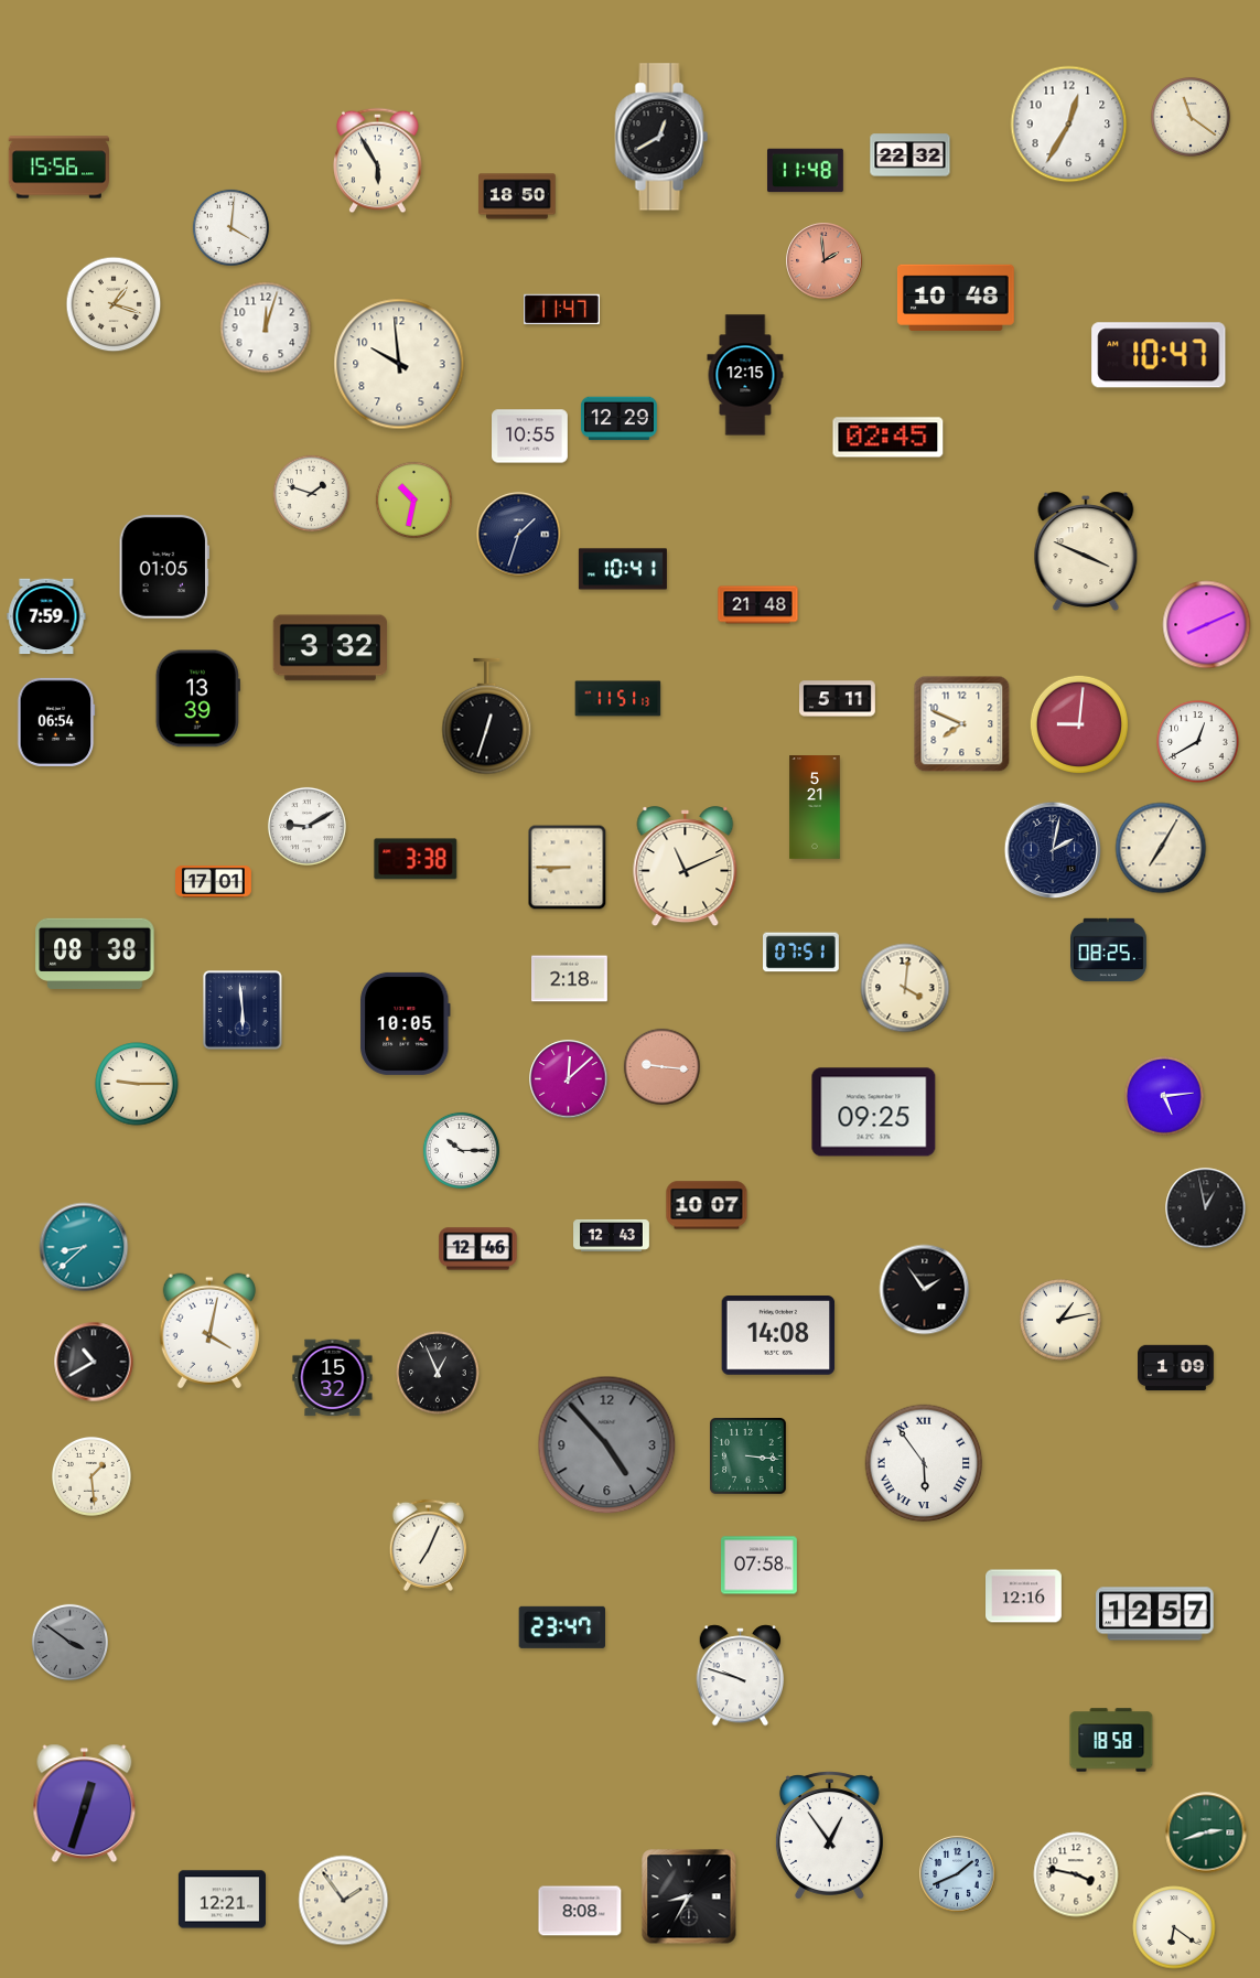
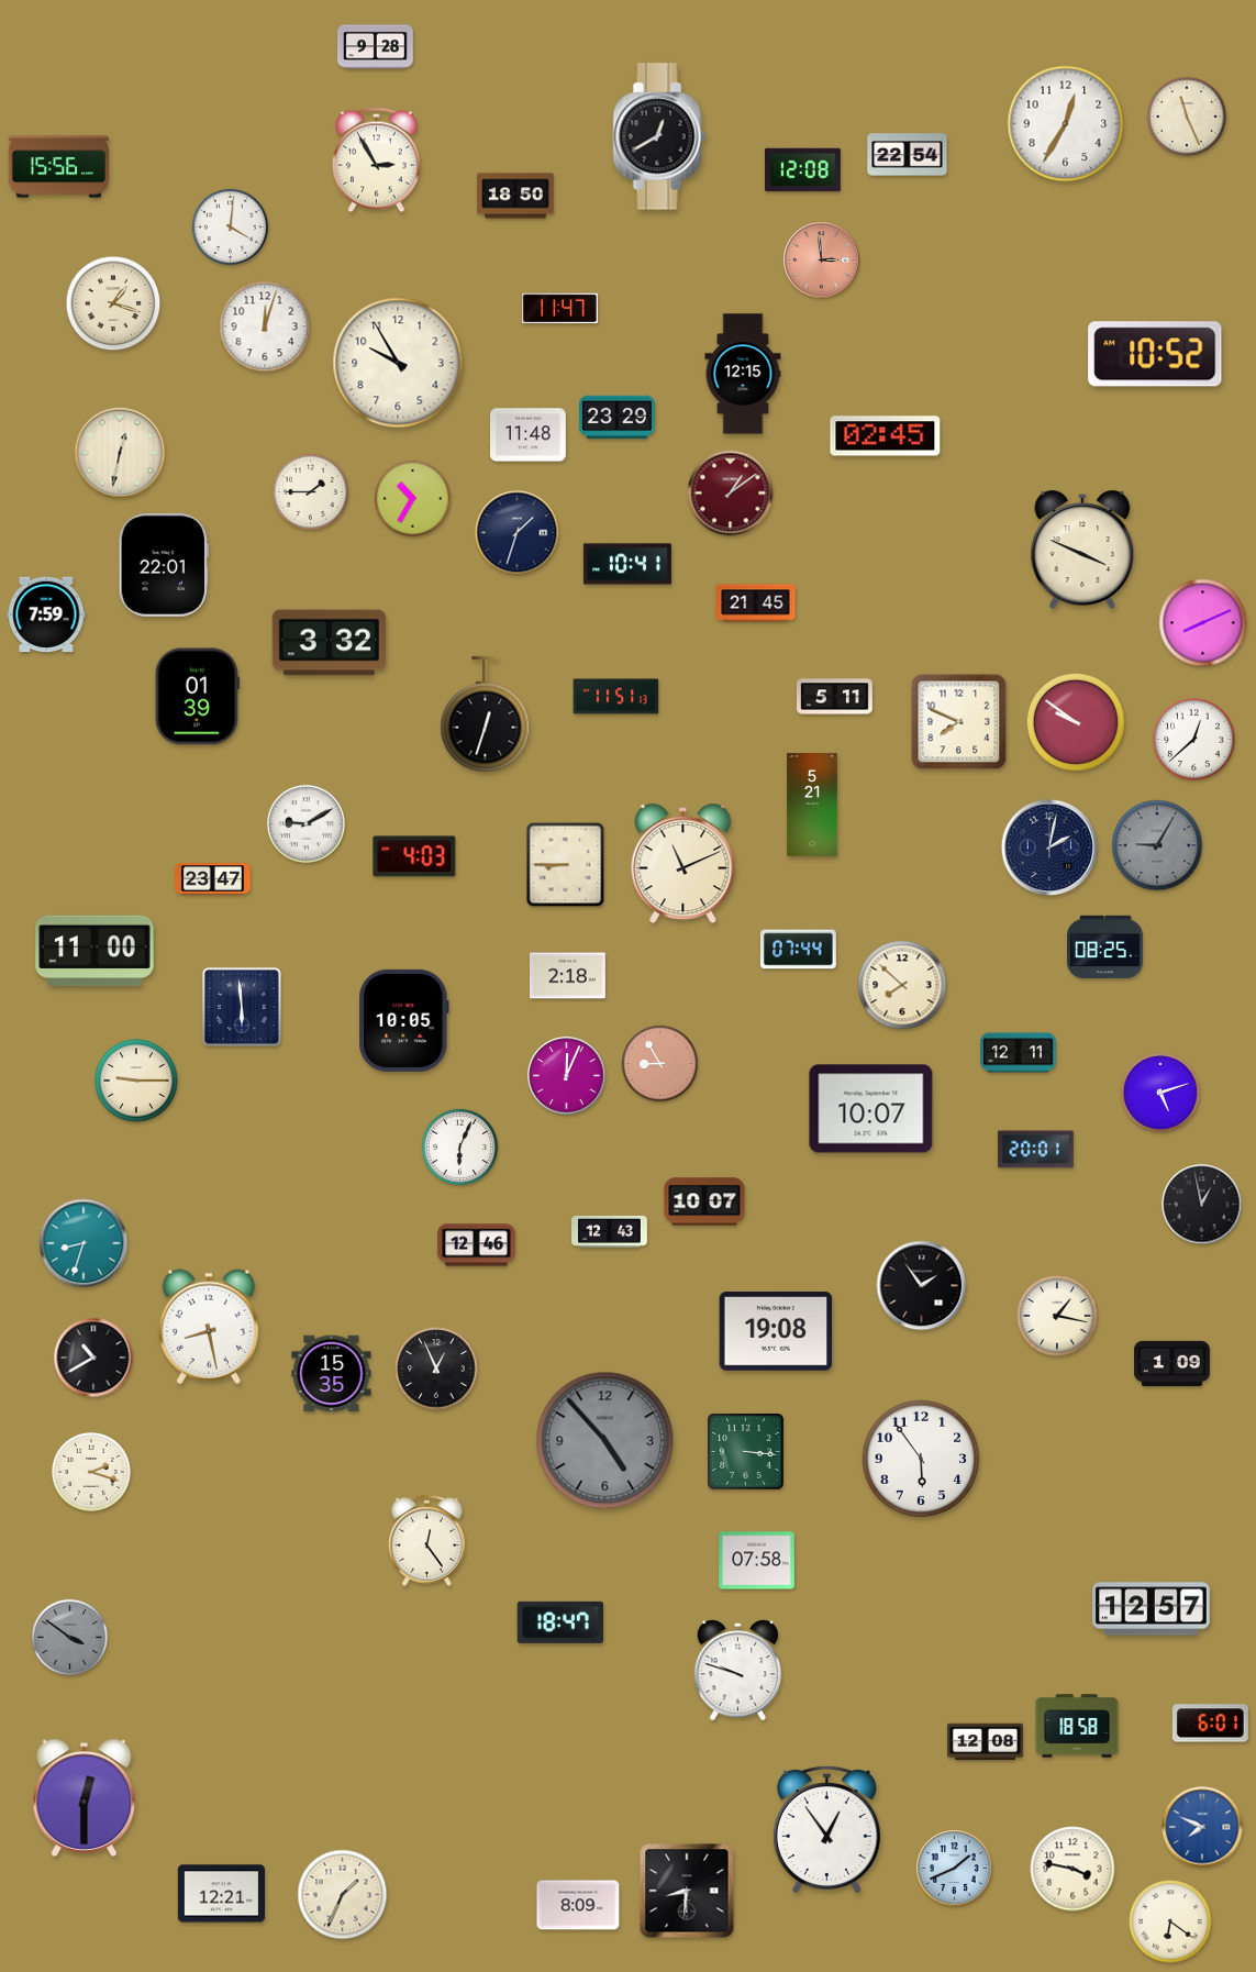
clock at (376, 47): none -> 9:28
clock at (1192, 118): 11:21 -> 11:26
clock at (911, 155): 22:32 -> 22:54
clock at (378, 161): 5:55 -> 2:55
clock at (806, 171): 11:48 -> 12:08
clock at (825, 261): 1:59 -> 2:59
clock at (956, 298): 10:48 -> none
clock at (1159, 355): 10:47 -> 10:52
clock at (399, 364): 9:59 -> 9:55
clock at (620, 419): 12:29 -> 23:29
clock at (530, 437): 10:55 -> 11:48
clock at (120, 453): none -> 12:32
clock at (311, 493): 1:48 -> 1:45
clock at (731, 494): none -> 1:09
clock at (413, 499): 10:32 -> 10:35
clock at (163, 567): 01:05 -> 22:01
clock at (623, 569) position: (623, 569) -> (627, 564)
clock at (758, 605): 21:48 -> 21:45
clock at (331, 648) position: (331, 648) -> (330, 643)
clock at (197, 699): 13:39 -> 01:39
clock at (56, 722): 06:54 -> none
clock at (1079, 724): 9:01 -> 9:51
clock at (1198, 742): 12:40 -> 12:38
clock at (1161, 848): 7:05 -> 9:05
clock at (1161, 848) dial: cream -> grey
clock at (416, 859): 3:38 -> 4:03
clock at (214, 882): 17:01 -> 23:47
clock at (801, 953): 07:51 -> 07:44
clock at (95, 954): 08:38 -> 11:00
clock at (905, 988): 4:01 -> 7:52
clock at (1019, 1053): none -> 12:11
clock at (661, 1066): 9:16 -> 8:55
clock at (569, 1079): 12:08 -> 12:04
clock at (1165, 1097): 5:14 -> 5:12
clock at (874, 1112): 09:25 -> 10:07
clock at (461, 1150): 10:15 -> 6:04
clock at (1035, 1150): none -> 20:01
clock at (84, 1247): 8:38 -> 8:33
clock at (1060, 1320): 1:13 -> 1:17
clock at (209, 1331): 4:02 -> 8:28
clock at (778, 1336): 14:08 -> 19:08
clock at (333, 1378): 15:32 -> 15:35
clock at (924, 1463) numerals: Roman -> Arabic
clock at (93, 1477): 1:29 -> 2:18
clock at (428, 1545): 7:04 -> 12:24
clock at (1024, 1597): 12:16 -> none
clock at (561, 1627): 23:47 -> 18:47
clock at (1210, 1724): none -> 6:01
clock at (1111, 1740) position: (1111, 1740) -> (1077, 1726)
clock at (986, 1742): none -> 12:08
clock at (85, 1804): 12:33 -> 12:30
clock at (1206, 1832): 2:42 -> 7:49
clock at (1206, 1832) dial: green -> blue
clock at (689, 1896): 8:35 -> 8:31
clock at (344, 1901): 1:54 -> 1:34
clock at (580, 1911): 8:08 -> 8:09
